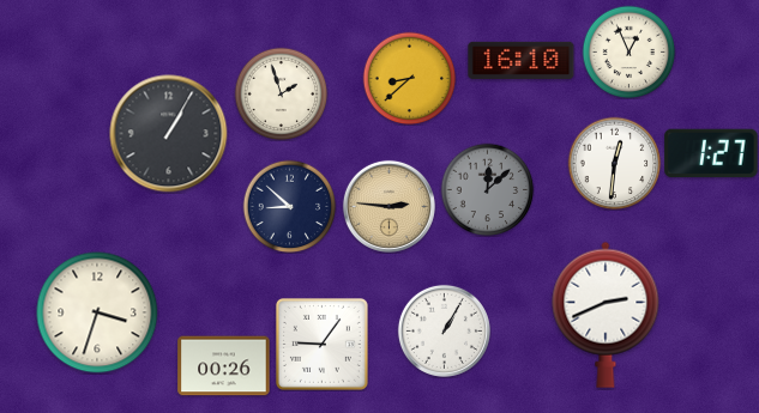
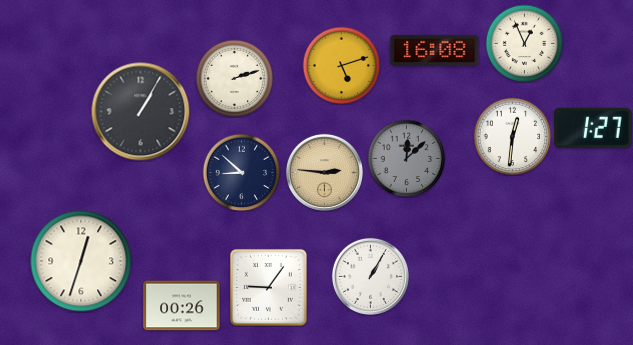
clock at (522, 60): 16:10 -> 16:08
clock at (409, 78): 8:38 -> 5:12
clock at (281, 93): 1:57 -> 2:12
clock at (97, 312): 3:33 -> 12:33
clock at (606, 315): 2:41 -> none
clock at (224, 366) position: (224, 366) -> (182, 306)
